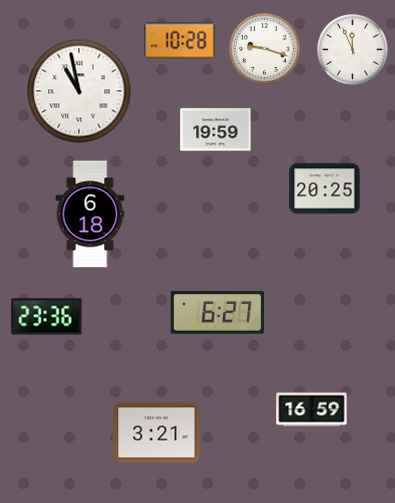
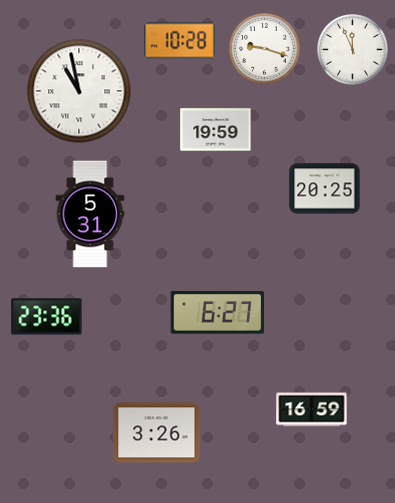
clock at (90, 214): 6:18 -> 5:31
clock at (157, 433): 3:21 -> 3:26
